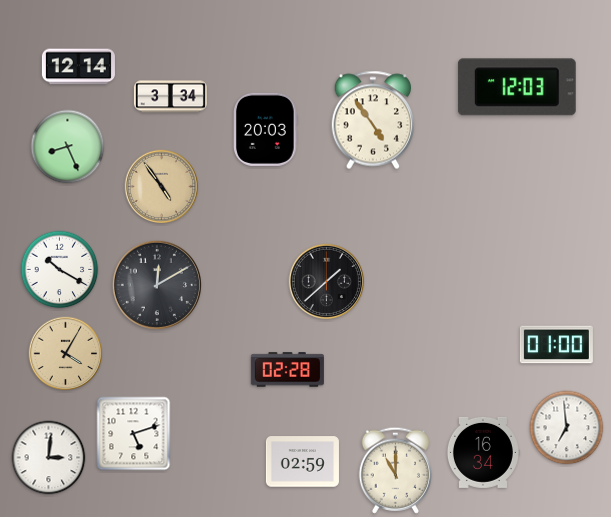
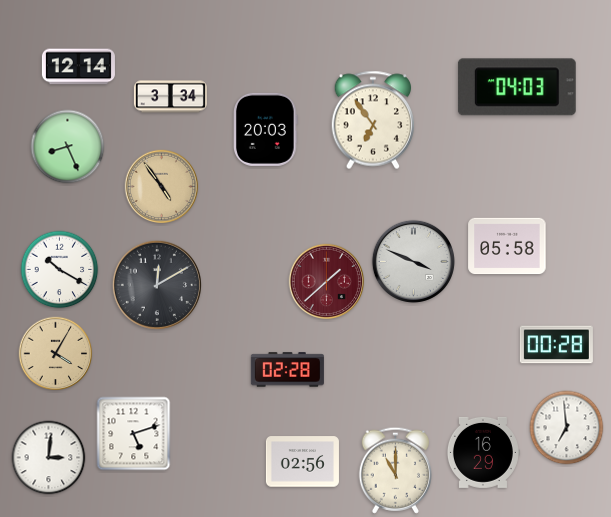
clock at (517, 87): 12:03 -> 04:03
clock at (373, 120): 4:54 -> 6:54
clock at (507, 246): none -> 05:58
clock at (413, 261): none -> 3:49
clock at (327, 282) dial: black -> burgundy
clock at (556, 345): 01:00 -> 00:28
clock at (66, 354) position: (66, 354) -> (56, 354)
clock at (483, 452): 16:34 -> 16:29
clock at (302, 462): 02:59 -> 02:56
